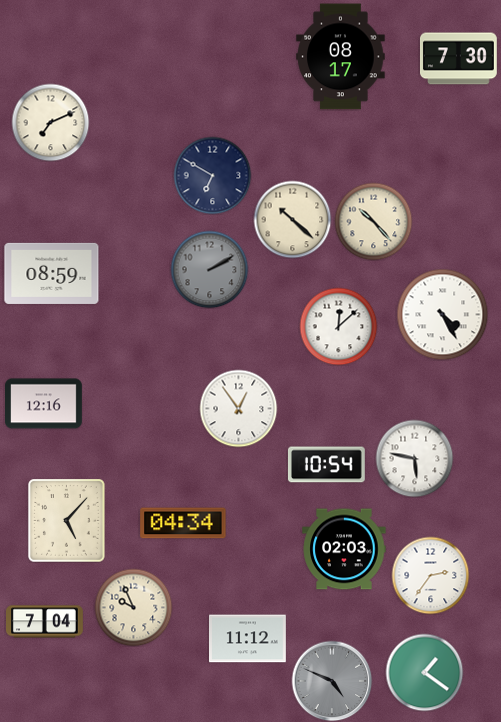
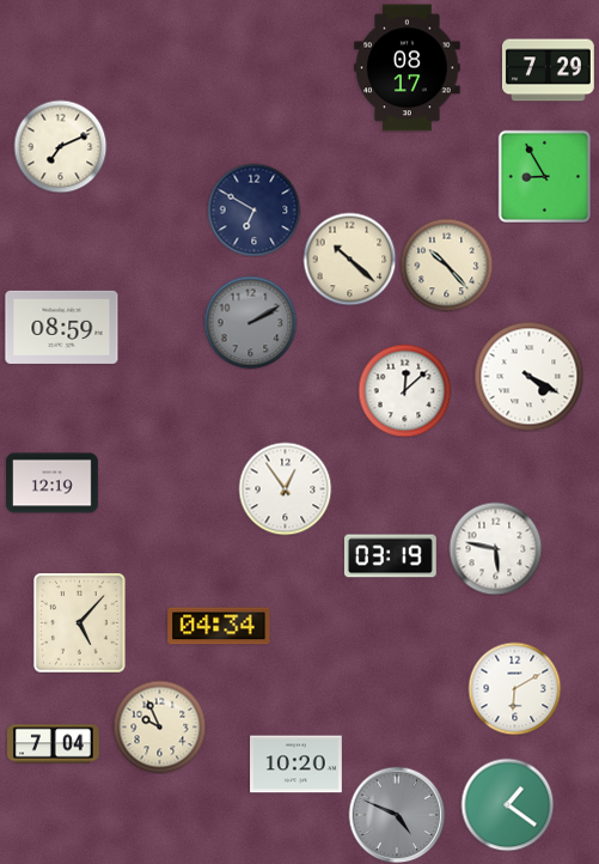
clock at (459, 59): 7:30 -> 7:29
clock at (544, 176): none -> 8:55
clock at (292, 219) position: (292, 219) -> (349, 258)
clock at (442, 314): 4:25 -> 4:20
clock at (44, 404): 12:16 -> 12:19
clock at (326, 465): 10:54 -> 03:19
clock at (344, 549): 02:03 -> none
clock at (430, 575): 2:36 -> 6:10
clock at (248, 639): 11:12 -> 10:20
